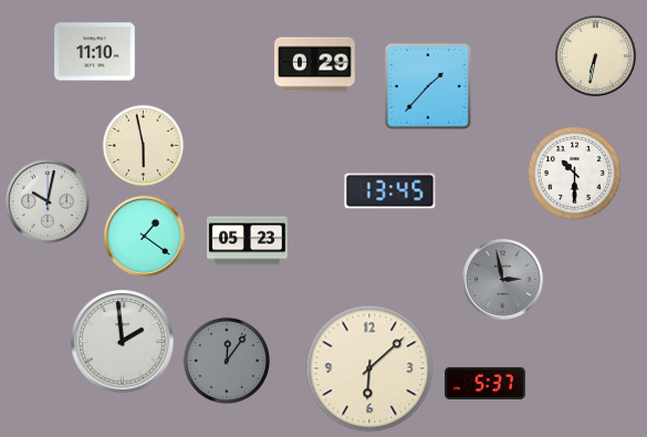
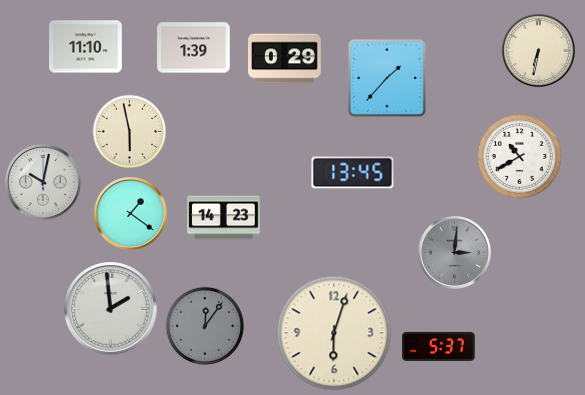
clock at (194, 48): none -> 1:39
clock at (574, 173): 10:30 -> 10:40
clock at (248, 241): 05:23 -> 14:23
clock at (502, 279): 2:58 -> 3:01
clock at (369, 368): 6:08 -> 6:03
